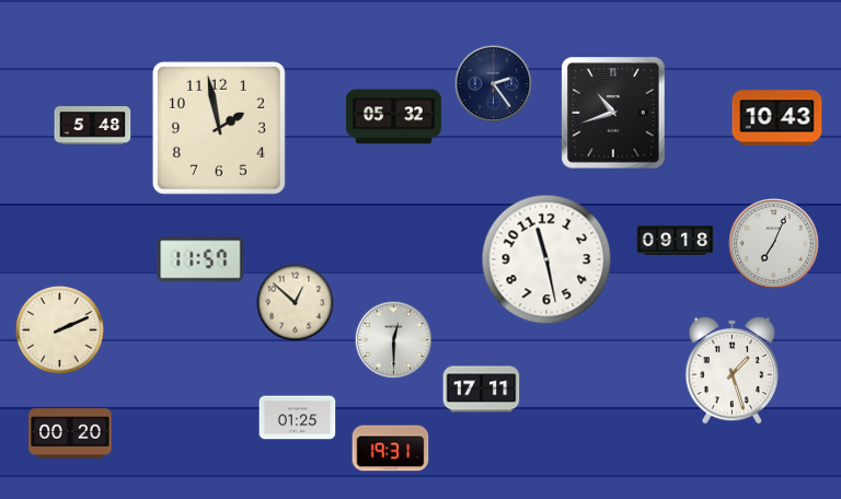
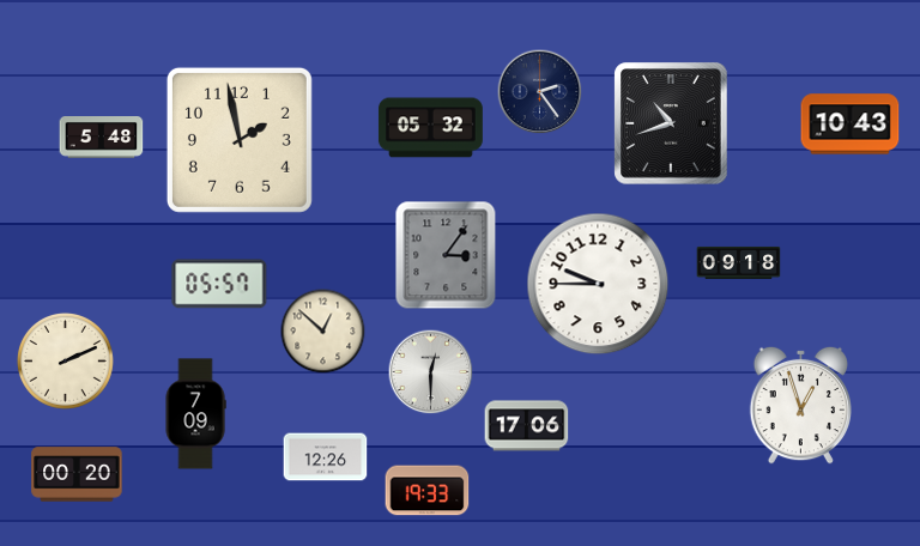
clock at (777, 118) position: (777, 118) -> (851, 125)
clock at (446, 255): none -> 3:06
clock at (774, 244): 7:04 -> none
clock at (200, 259): 11:57 -> 05:57
clock at (546, 259): 11:28 -> 9:45
clock at (731, 370): 1:27 -> 12:57
clock at (195, 414): none -> 7:09
clock at (482, 390): 17:11 -> 17:06
clock at (298, 418): 01:25 -> 12:26
clock at (391, 449): 19:31 -> 19:33
